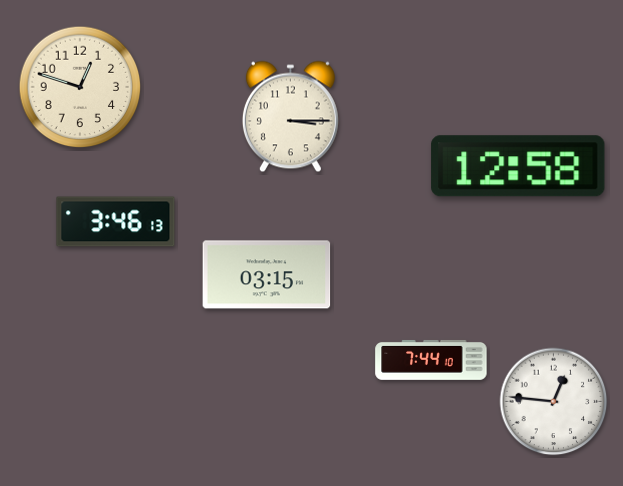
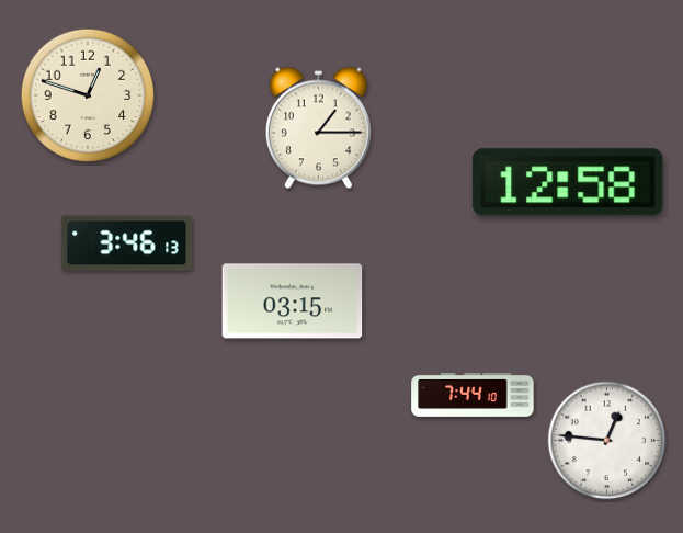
clock at (290, 117): 3:15 -> 1:15
